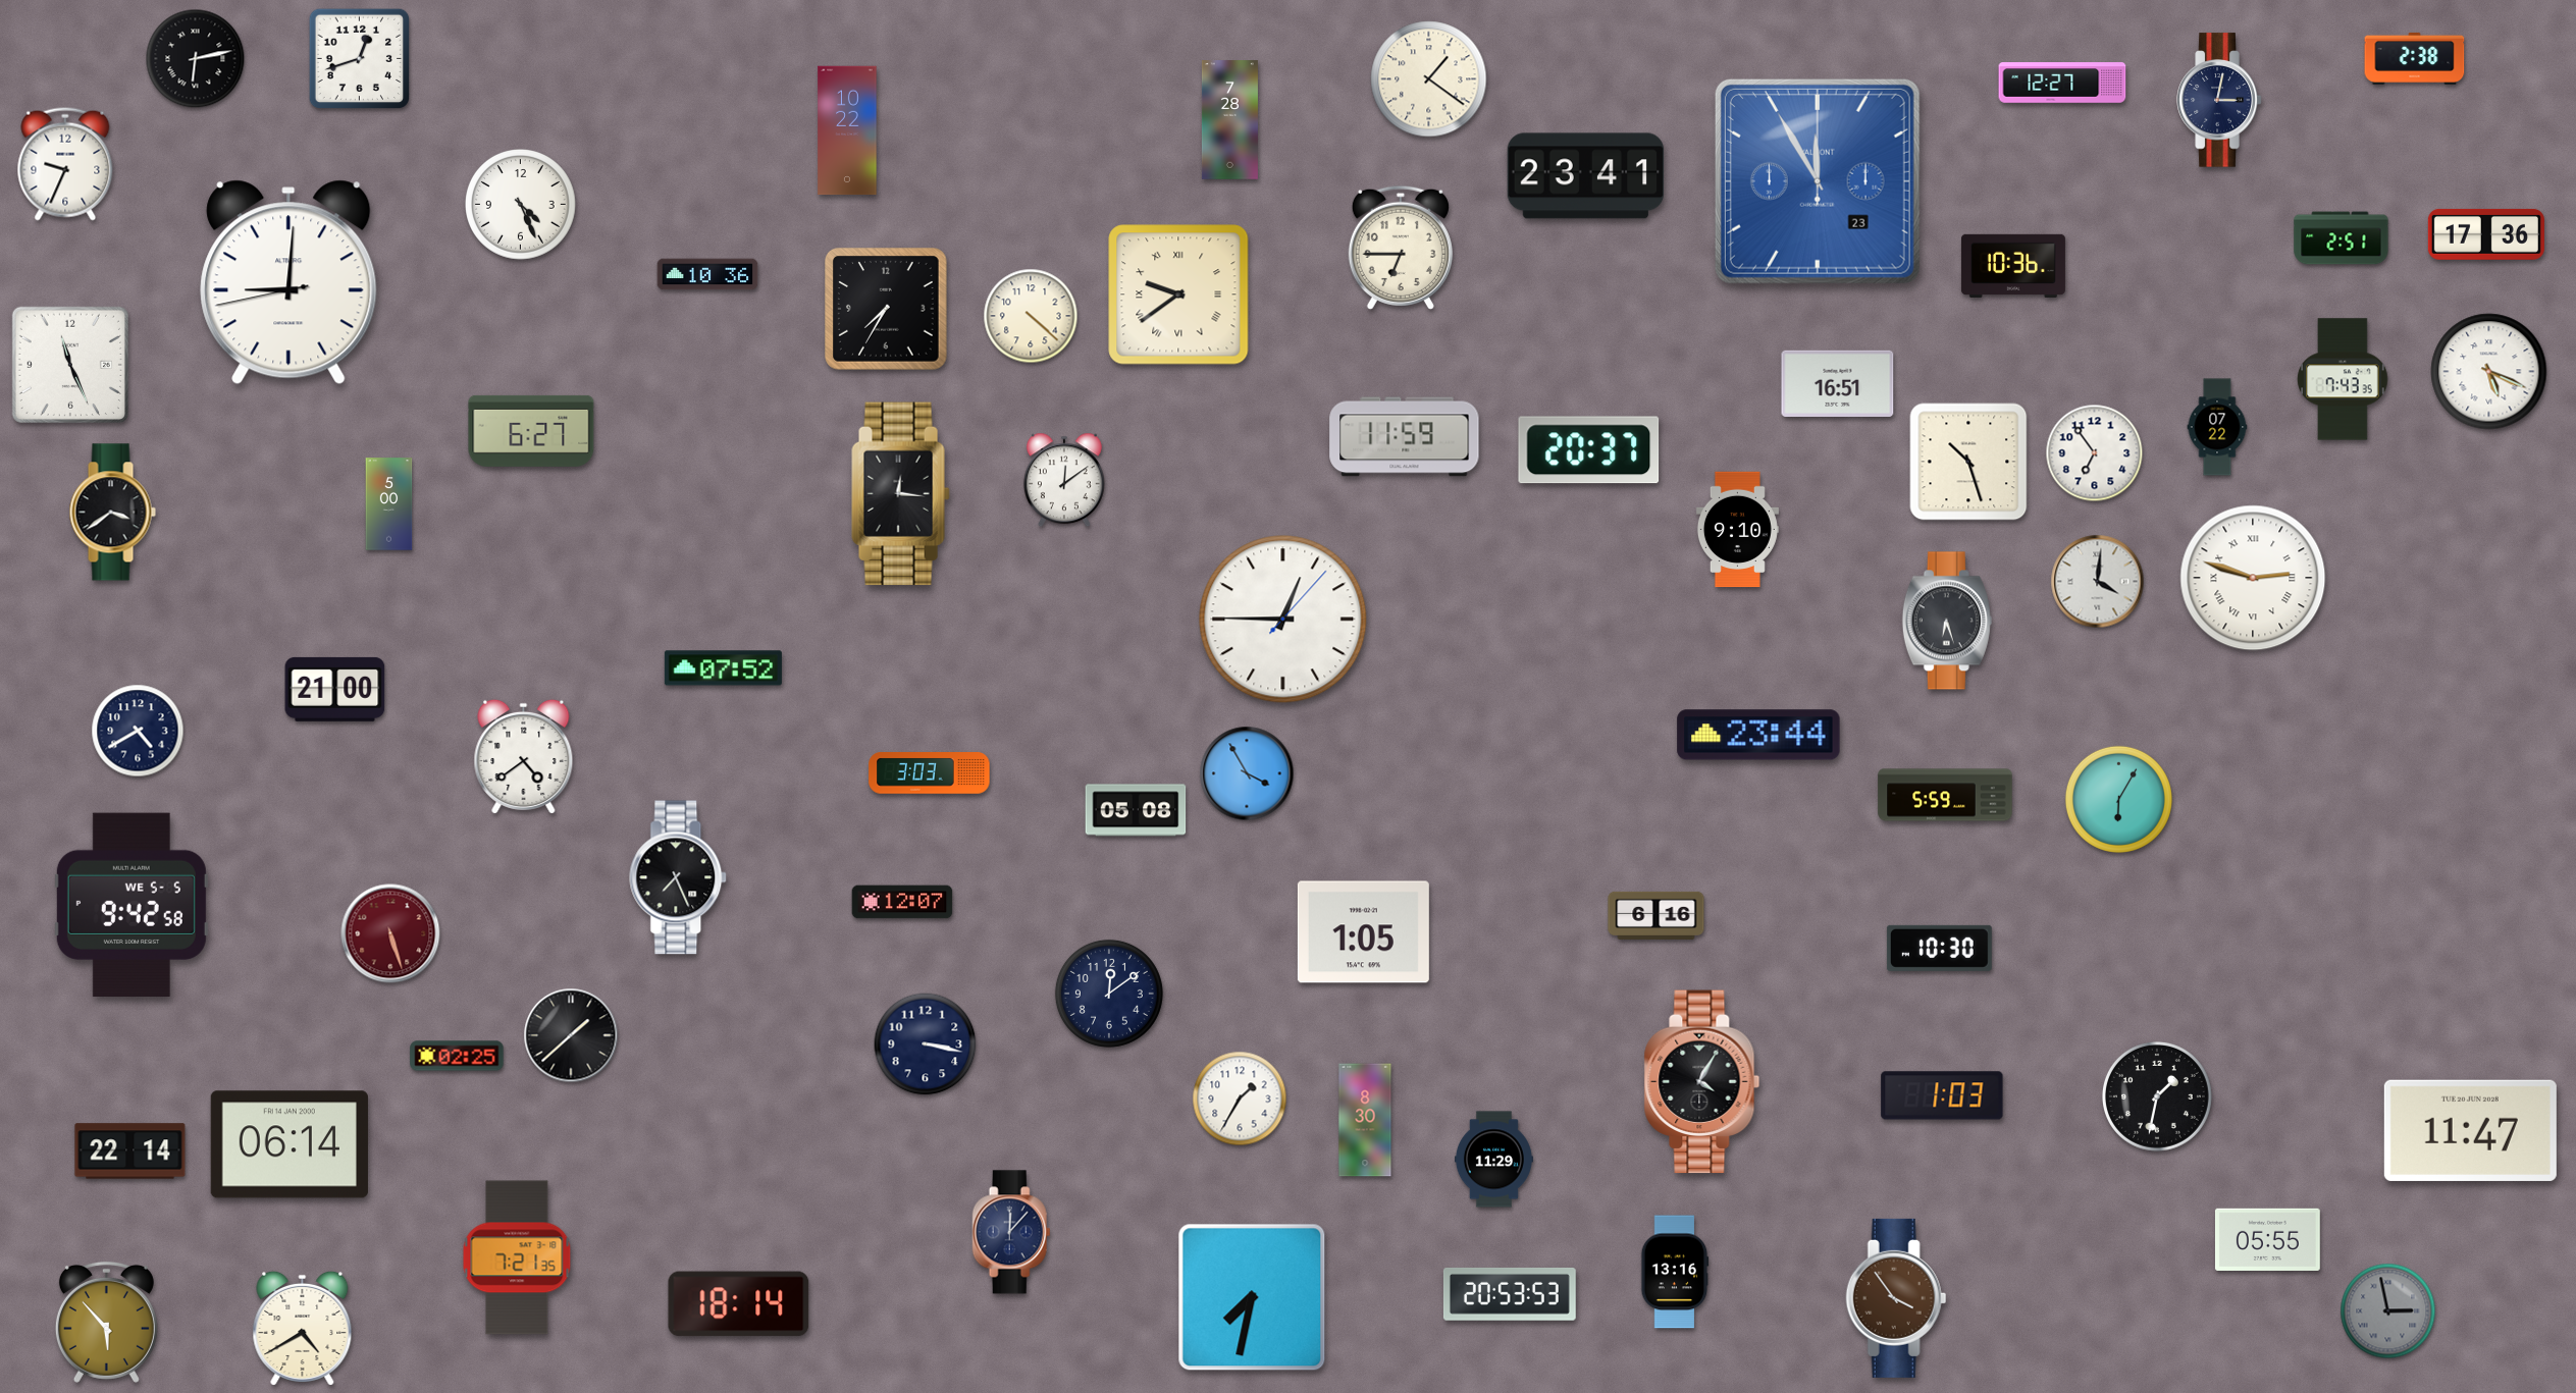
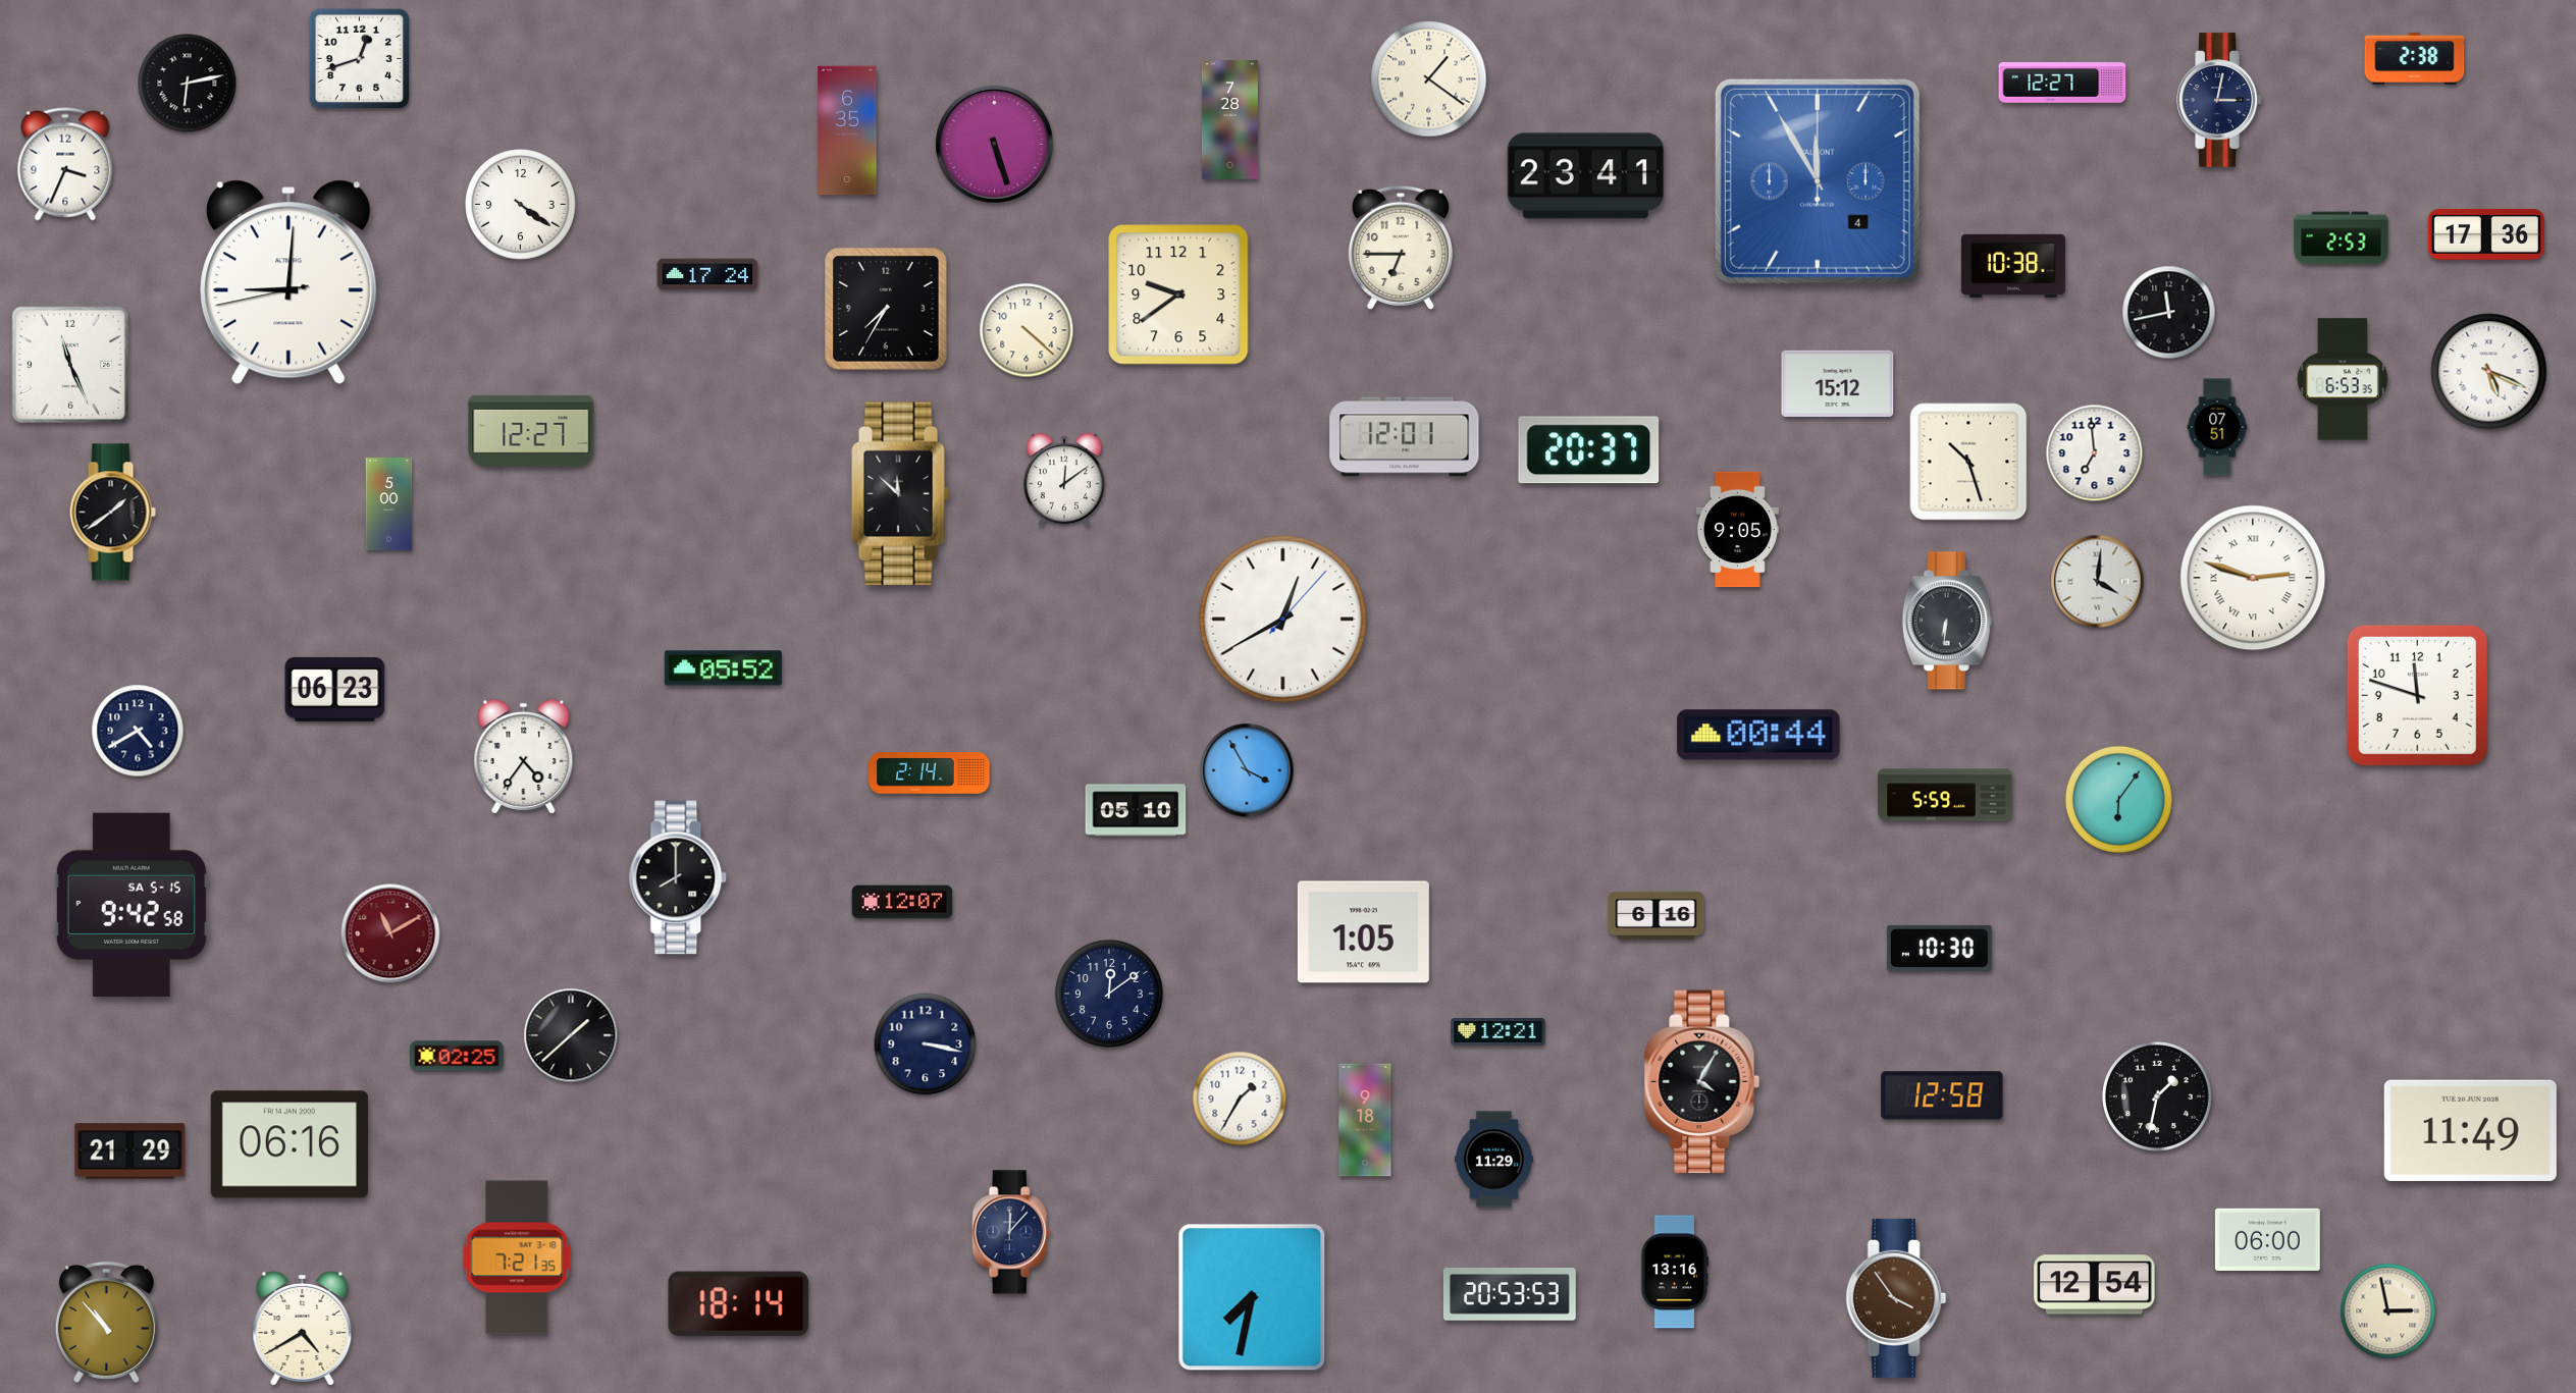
clock at (196, 59) position: (196, 59) -> (188, 84)
clock at (847, 130): 10:22 -> 6:35
clock at (995, 145): none -> 5:27
clock at (65, 164): 9:34 -> 3:34
clock at (1818, 181) date: 23 -> 4
clock at (521, 205): 4:26 -> 4:21
clock at (2342, 238): 2:51 -> 2:53
clock at (2013, 265): 10:36 -> 10:38
clock at (707, 274): 10:36 -> 17:24
clock at (1178, 294) numerals: Roman -> Arabic
clock at (2169, 313): none -> 11:43
clock at (1031, 316) position: (1031, 316) -> (1027, 330)
clock at (2343, 379): 7:43 -> 6:53
clock at (1838, 383): 16:51 -> 15:12
clock at (2217, 427): 07:22 -> 07:51
clock at (531, 431): 6:27 -> 12:27
clock at (1405, 437): 11:59 -> 12:01
clock at (2095, 453): 6:54 -> 6:59
clock at (901, 494): 12:16 -> 11:52
clock at (112, 513): 3:39 -> 1:39
clock at (1737, 530): 9:10 -> 9:05
clock at (1283, 620): 12:45 -> 12:40
clock at (1947, 621): 6:27 -> 6:31
clock at (723, 668): 07:52 -> 05:52
clock at (335, 689): 21:00 -> 06:23
clock at (2417, 695): none -> 11:48
clock at (1758, 735): 23:44 -> 00:44
clock at (524, 756): 4:39 -> 4:36
clock at (930, 773): 3:03 -> 2:14
clock at (1247, 773) position: (1247, 773) -> (1247, 770)
clock at (2118, 799): 6:05 -> 6:06
clock at (1136, 810): 05:08 -> 05:10
clock at (679, 877): 7:26 -> 8:00
clock at (132, 904) date: WE 5-5 -> SA 5-15
clock at (390, 933): 5:27 -> 11:10
clock at (1499, 1031): none -> 12:21
clock at (1942, 1095): 1:03 -> 12:58
clock at (1365, 1120): 8:30 -> 9:18
clock at (2470, 1130): 11:47 -> 11:49
clock at (290, 1144): 06:14 -> 06:16
clock at (130, 1151): 22:14 -> 21:29
clock at (2267, 1239): 05:55 -> 06:00
clock at (2095, 1285): none -> 12:54
clock at (2388, 1311) dial: grey -> cream
clock at (106, 1322): 5:53 -> 10:53
